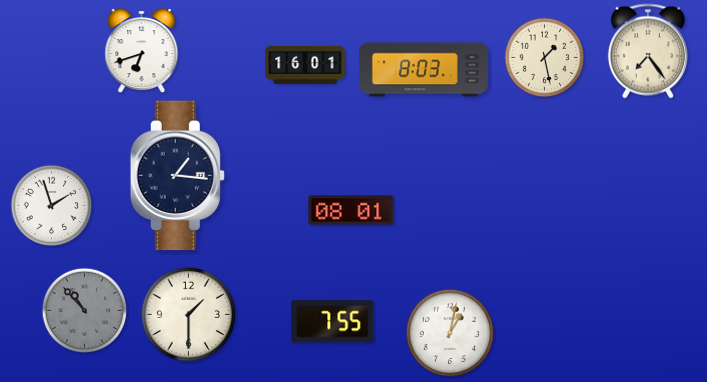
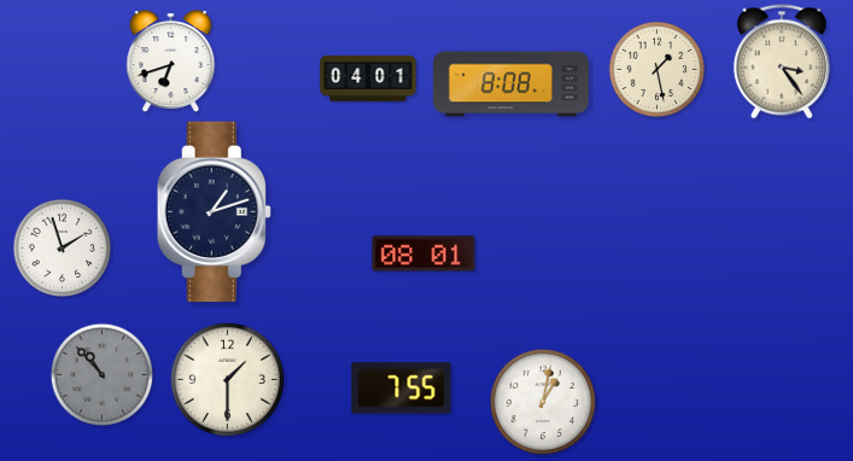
clock at (648, 51): 7:24 -> 3:24
clock at (305, 65): 16:01 -> 04:01
clock at (423, 70): 8:03 -> 8:08
clock at (177, 176): 1:16 -> 1:12
